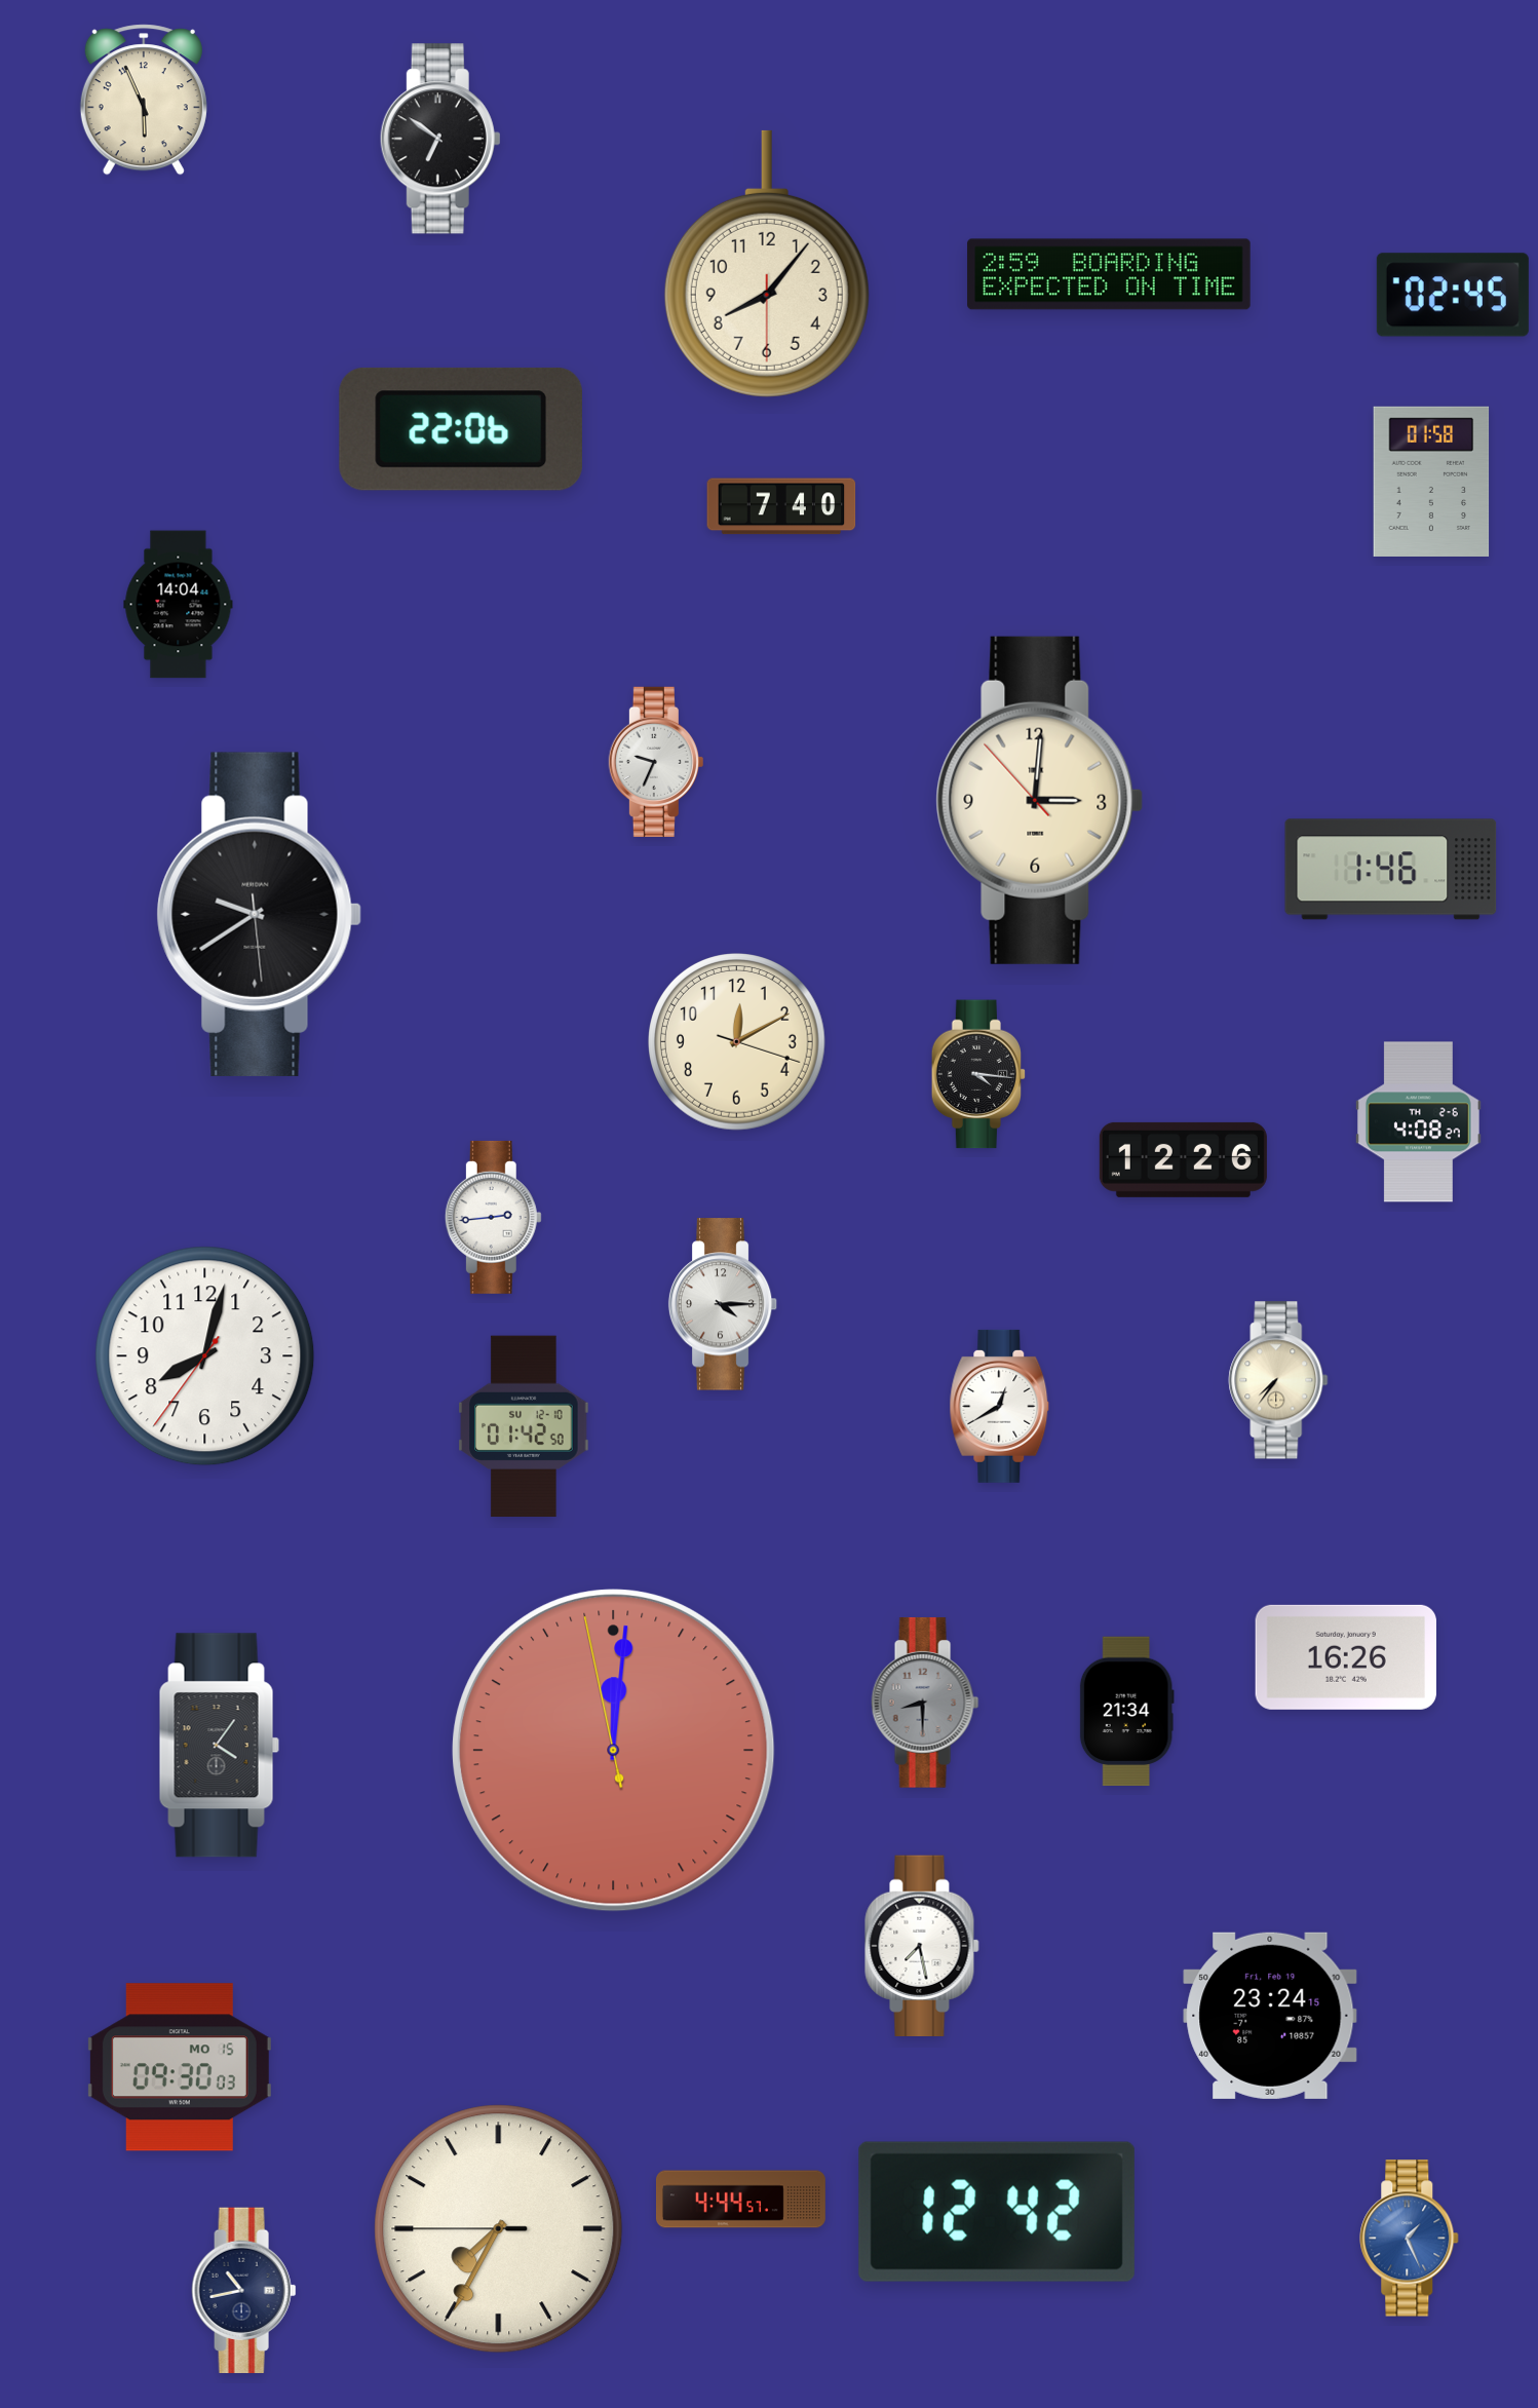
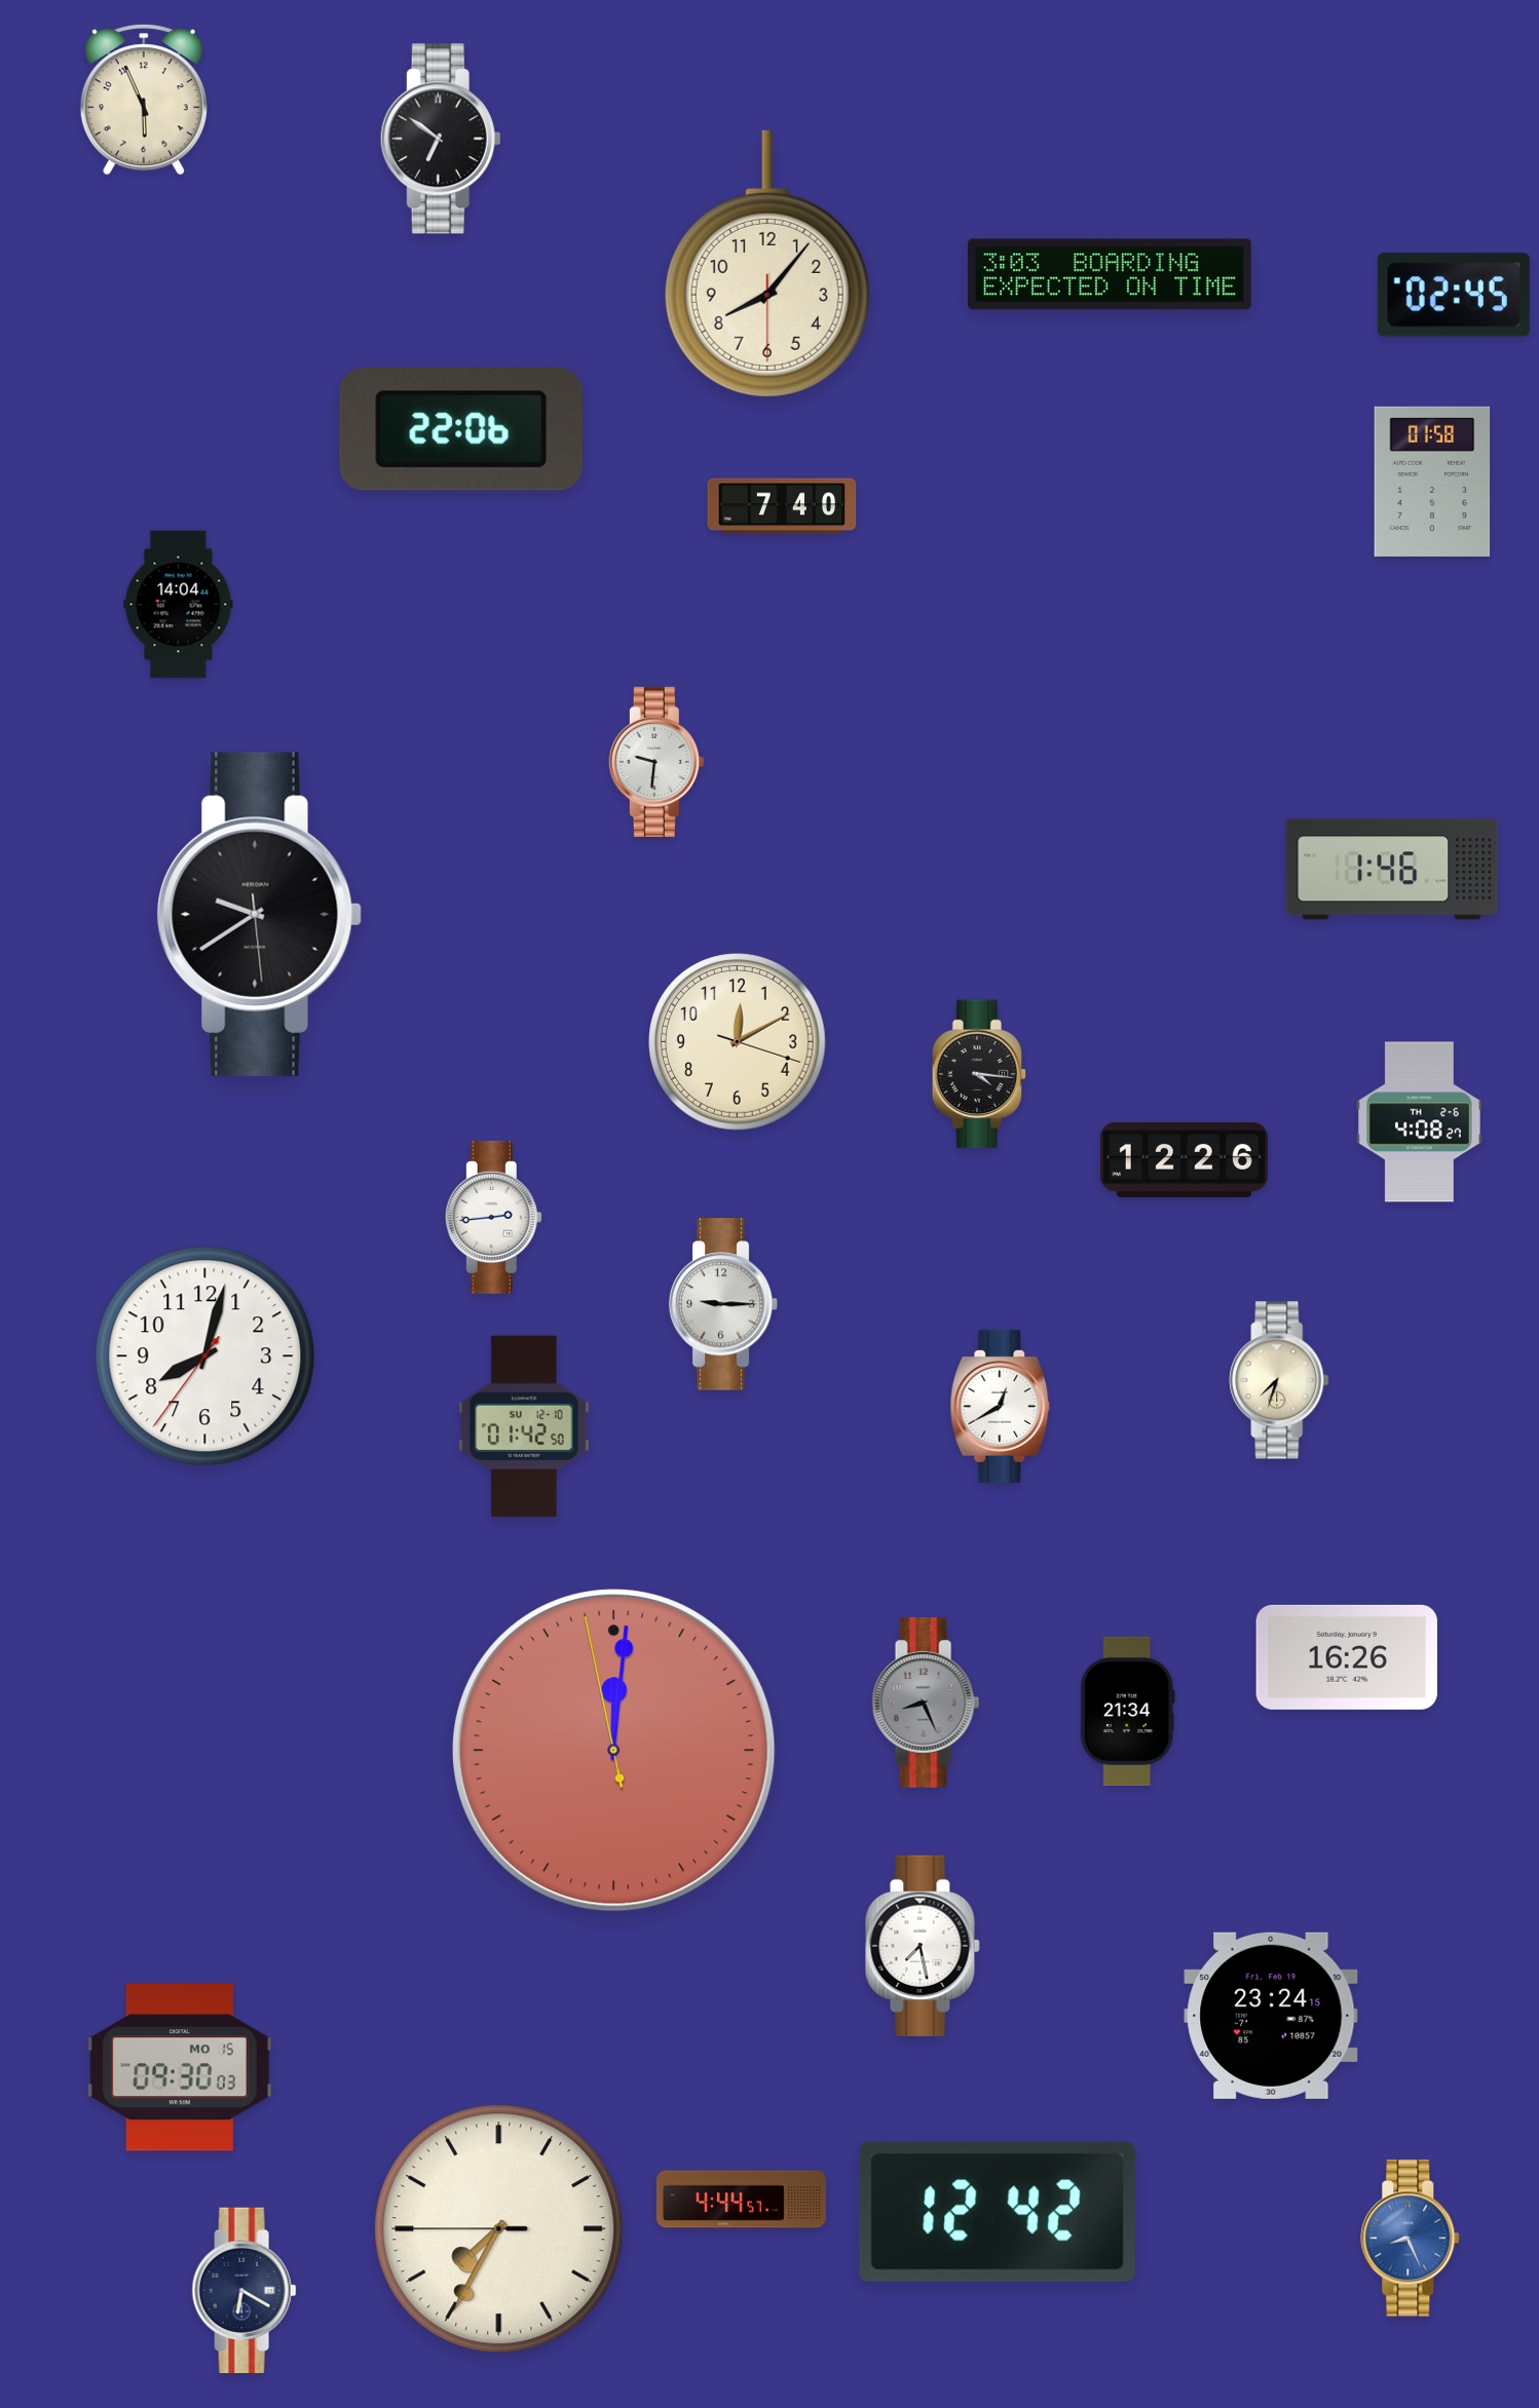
clock at (1109, 274): 2:59 -> 3:03
clock at (656, 762): 9:34 -> 9:31
clock at (1040, 800): 3:00 -> none
clock at (723, 1304): 4:15 -> 9:15
clock at (1278, 1380): 7:36 -> 7:33
clock at (925, 1703): 8:30 -> 8:26
clock at (219, 1746): 4:06 -> none
clock at (1410, 2239): 1:26 -> 8:26
clock at (244, 2290): 10:43 -> 6:20
